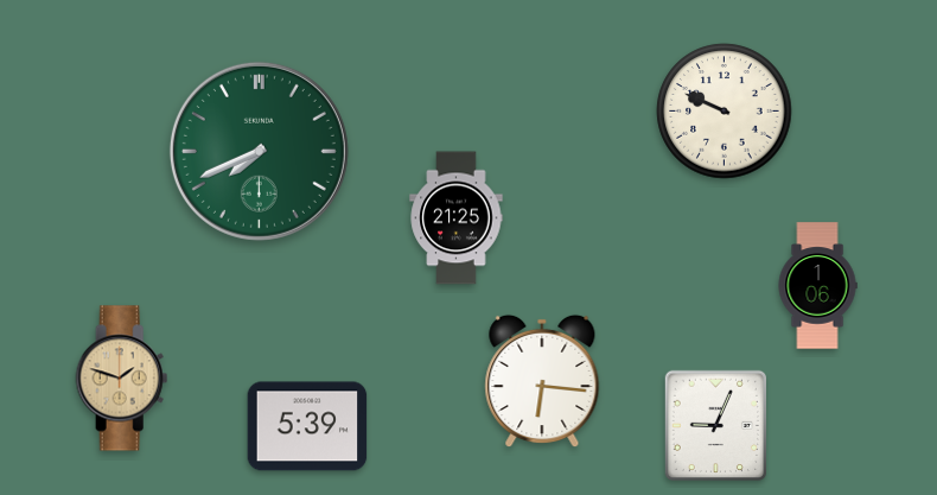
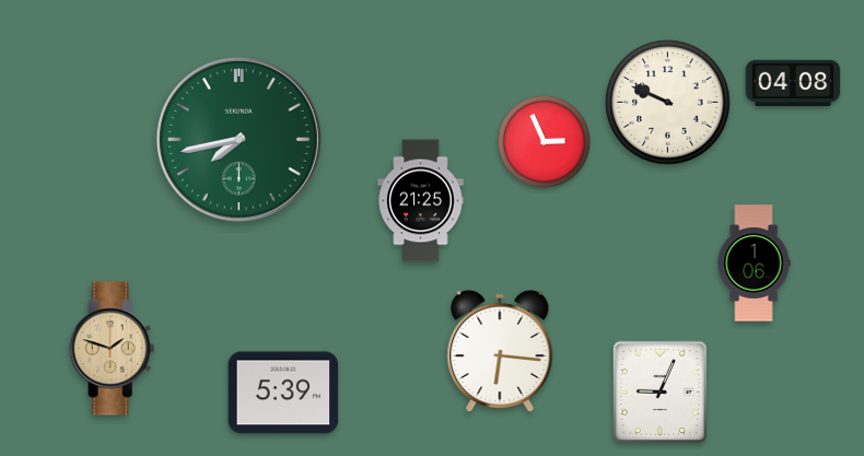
clock at (793, 83): none -> 04:08
clock at (259, 151): 7:41 -> 7:43
clock at (544, 141): none -> 2:56
